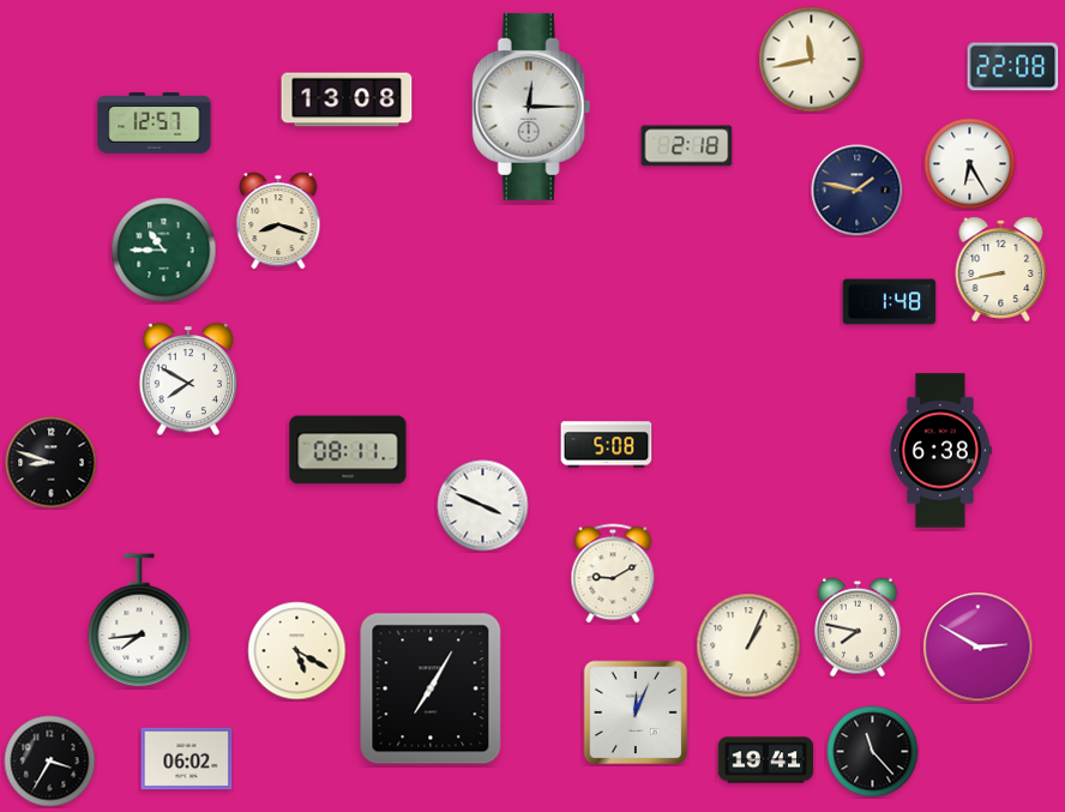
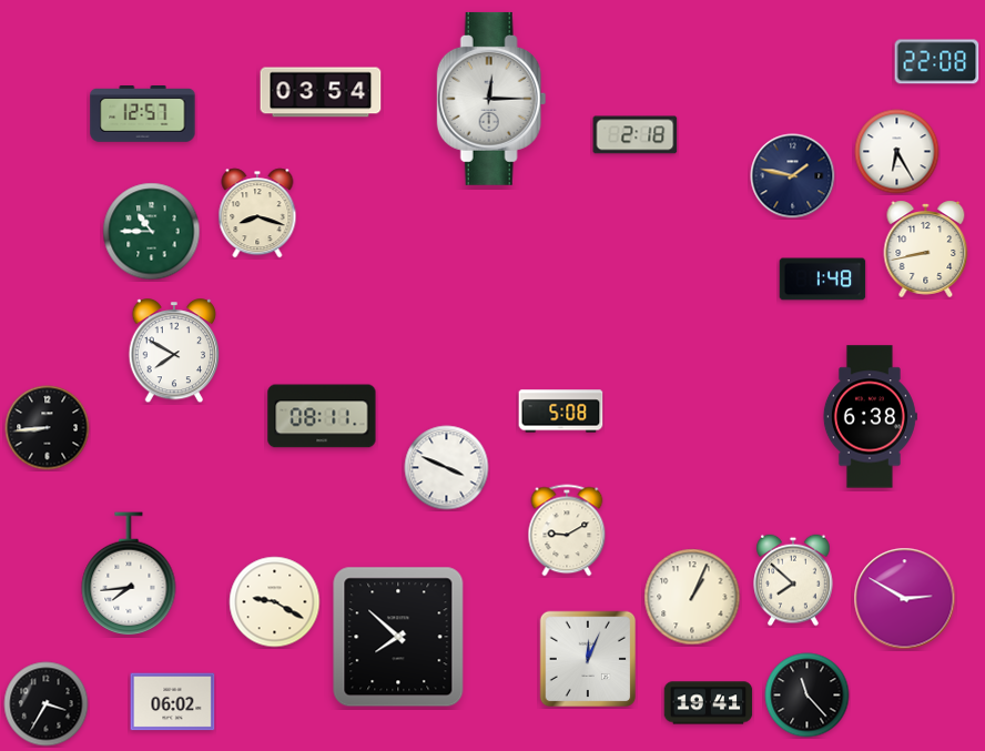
clock at (812, 60): 11:43 -> none
clock at (347, 100): 13:08 -> 03:54
clock at (278, 221) position: (278, 221) -> (257, 213)
clock at (52, 463): 8:48 -> 8:44
clock at (858, 627): 7:47 -> 7:52
clock at (297, 651): 5:20 -> 9:20
clock at (431, 688): 7:05 -> 7:52
